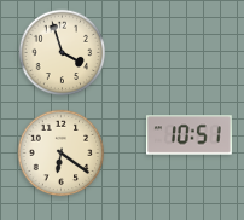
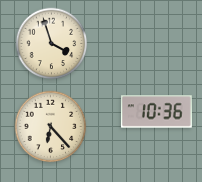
clock at (188, 135): 10:51 -> 10:36
clock at (62, 154): 6:21 -> 6:23
